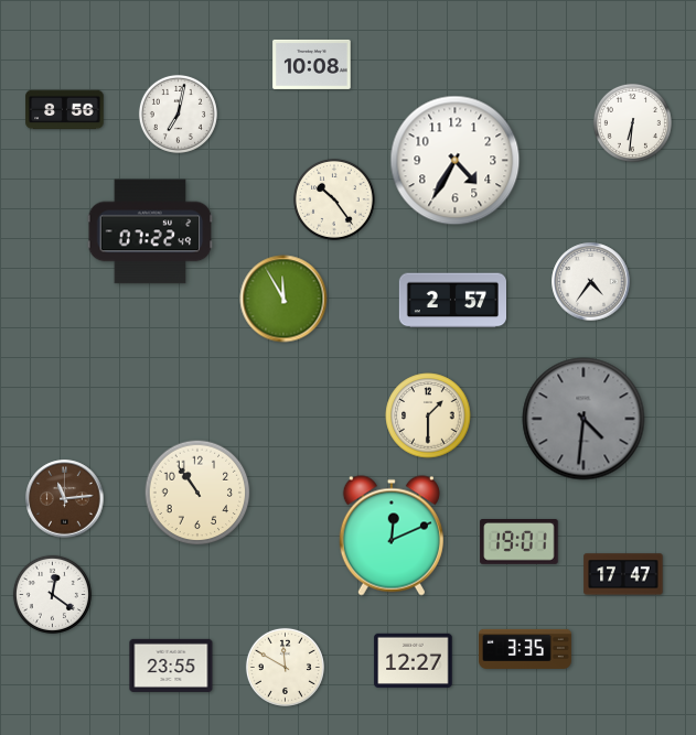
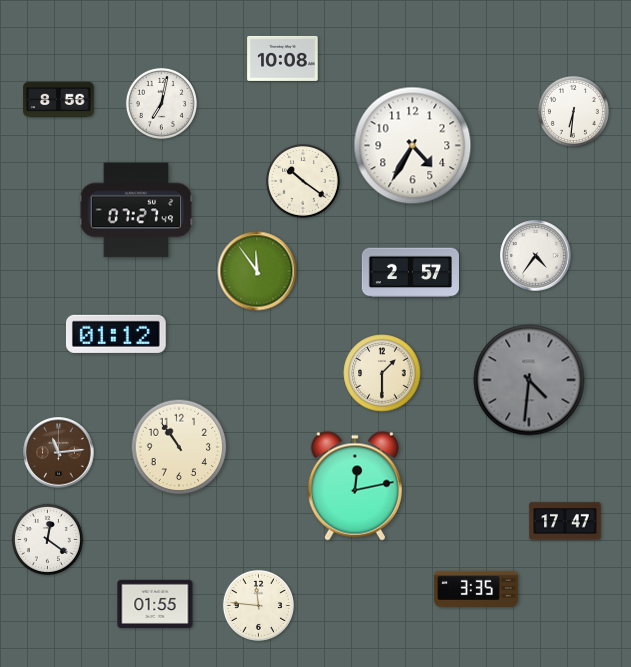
clock at (335, 201): 10:24 -> 10:21
clock at (150, 231): 07:22 -> 07:27
clock at (283, 299): 11:55 -> 11:54
clock at (116, 334): none -> 01:12
clock at (428, 415) position: (428, 415) -> (382, 373)
clock at (392, 536): 12:11 -> 12:13
clock at (520, 542): 19:01 -> none
clock at (414, 660): 12:27 -> none
clock at (171, 666): 23:55 -> 01:55
clock at (285, 667): 11:50 -> 11:46
